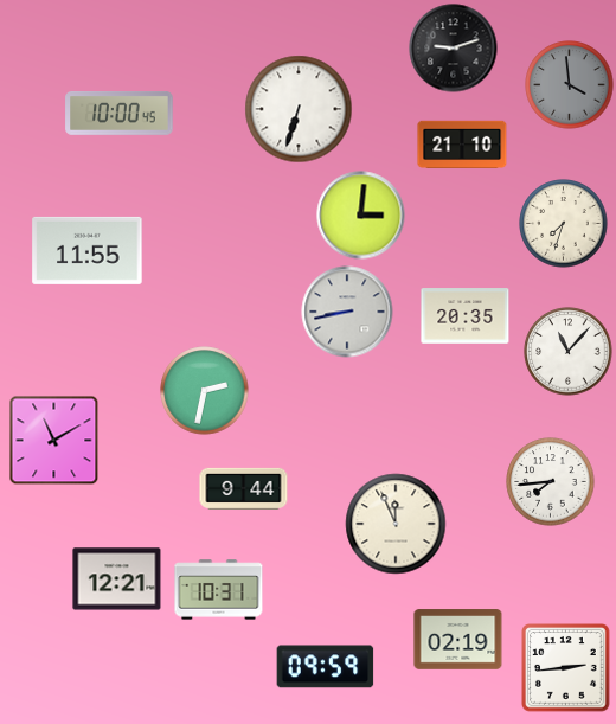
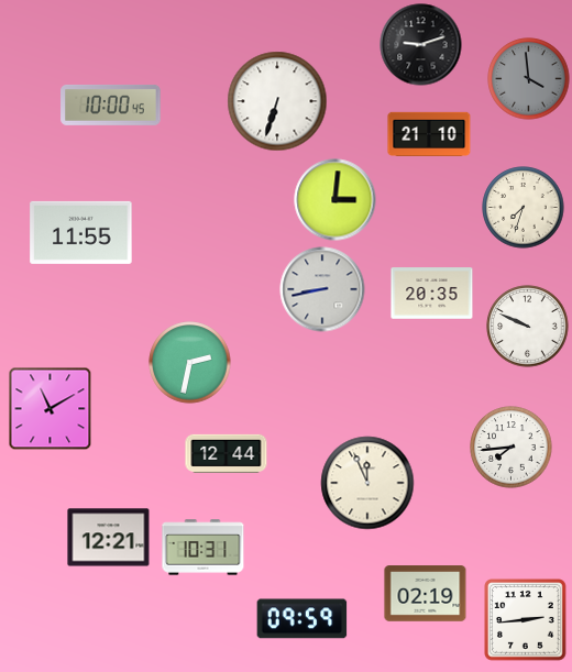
clock at (569, 352): 11:07 -> 9:49
clock at (244, 488): 9:44 -> 12:44
clock at (396, 524) position: (396, 524) -> (367, 483)
